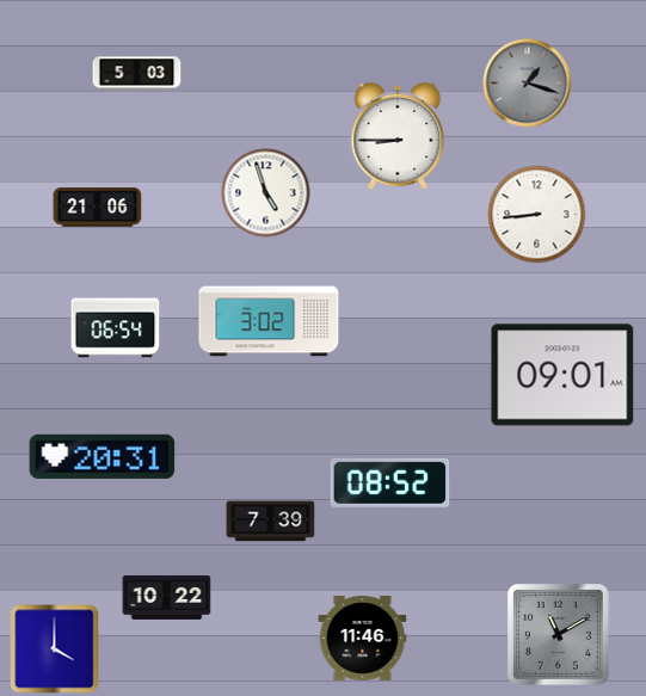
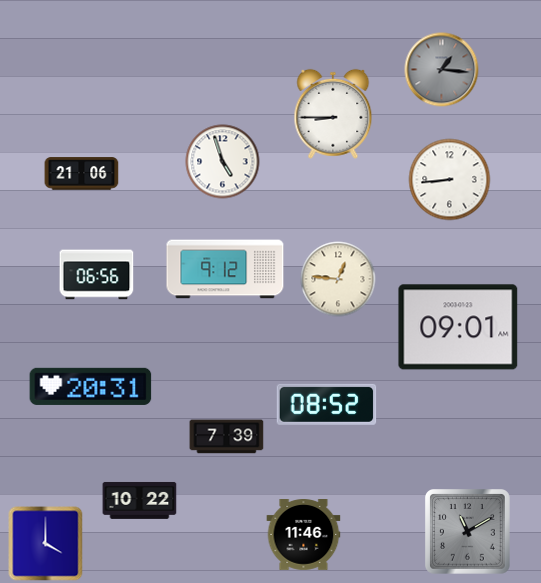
clock at (137, 74): 5:03 -> none
clock at (528, 84): 1:18 -> 1:16
clock at (269, 321): 3:02 -> 9:12
clock at (116, 328): 06:54 -> 06:56
clock at (338, 279): none -> 12:46
clock at (562, 375) position: (562, 375) -> (458, 327)
clock at (103, 456) position: (103, 456) -> (91, 386)
